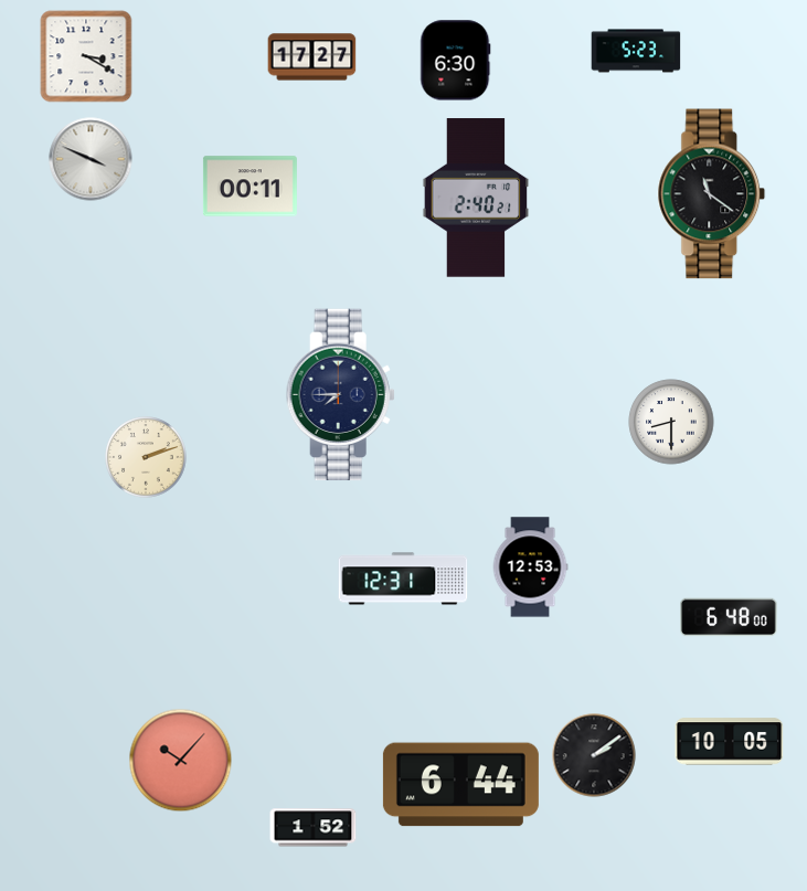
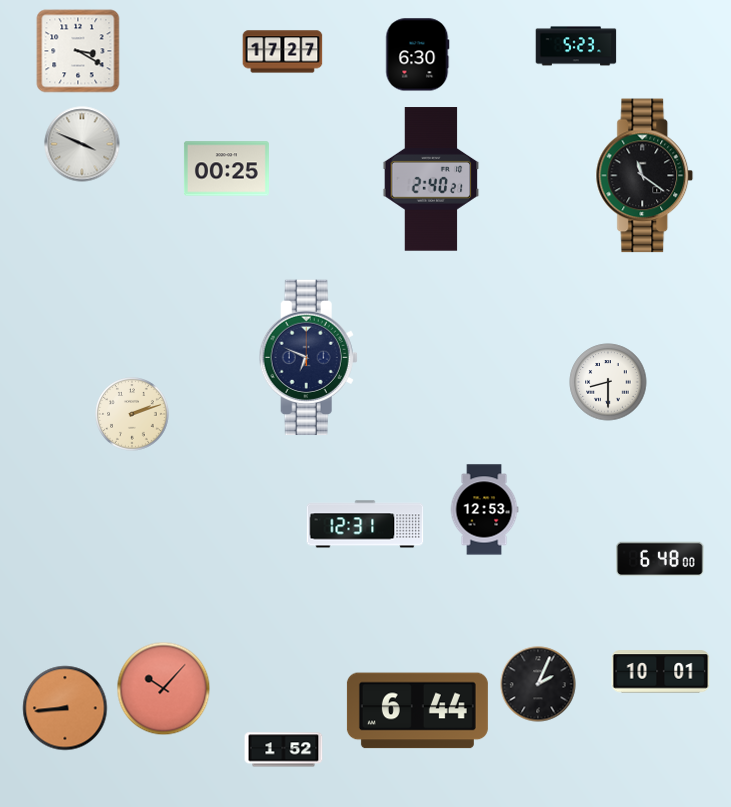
clock at (456, 61) position: (456, 61) -> (418, 55)
clock at (249, 187): 00:11 -> 00:25
clock at (340, 395): 7:45 -> 6:49
clock at (530, 568) position: (530, 568) -> (484, 510)
clock at (730, 742): 10:05 -> 10:01
clock at (594, 755): 2:09 -> 2:04
clock at (65, 708): none -> 8:44
